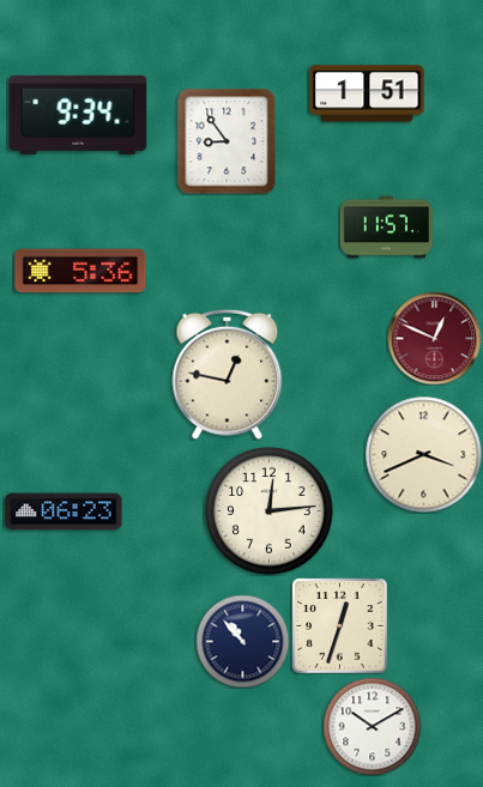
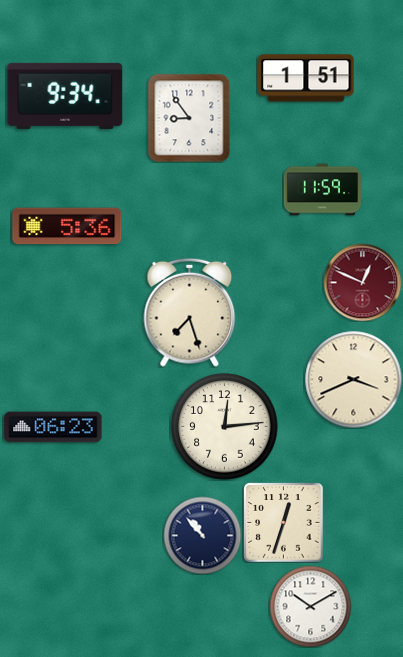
clock at (386, 228): 11:57 -> 11:59
clock at (228, 374): 12:47 -> 7:27
